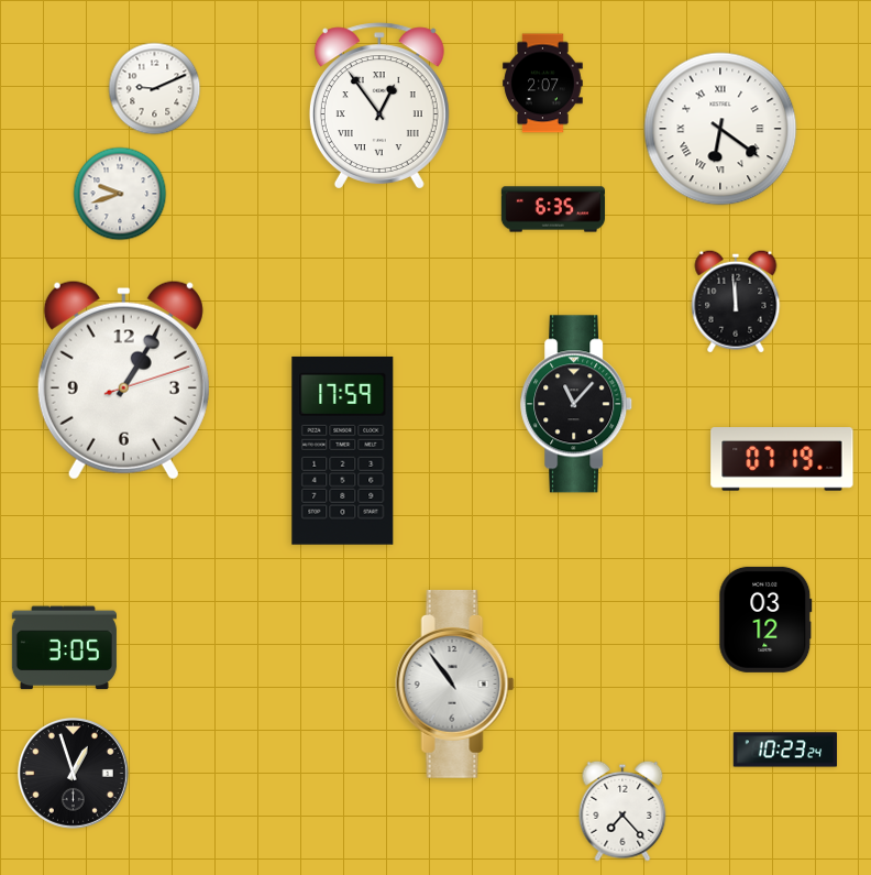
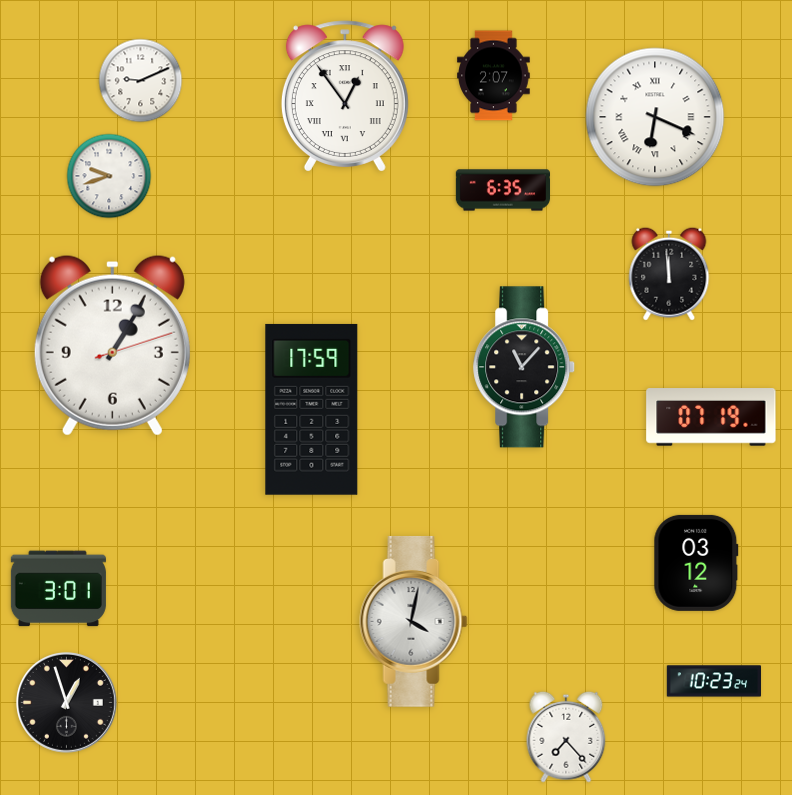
clock at (720, 129): 6:21 -> 6:19
clock at (64, 648): 3:05 -> 3:01
clock at (455, 683): 10:54 -> 4:02
